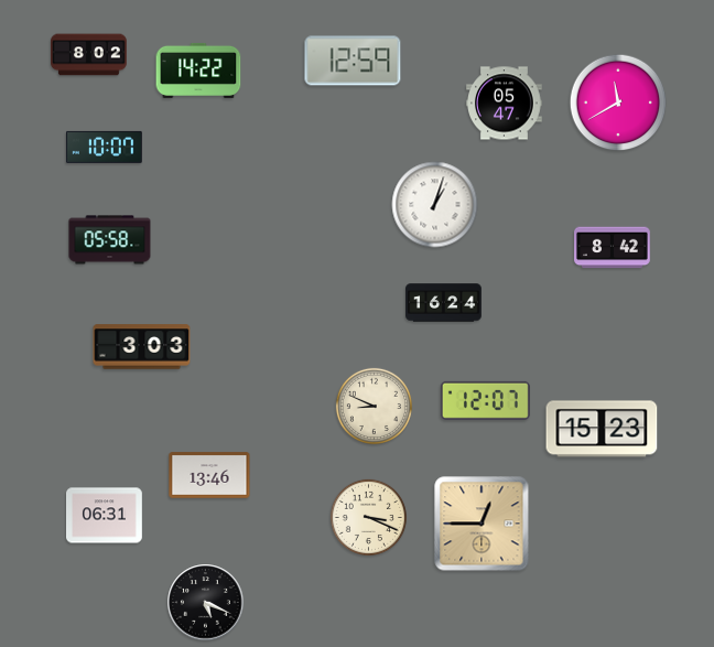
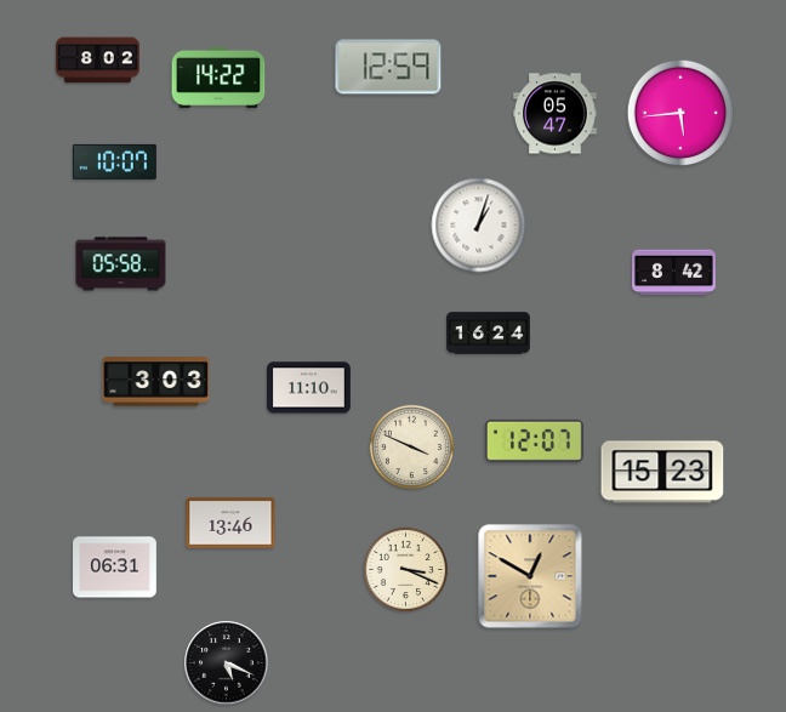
clock at (618, 103): 11:40 -> 5:44
clock at (309, 388): none -> 11:10
clock at (374, 406): 8:49 -> 3:49
clock at (482, 524): 12:45 -> 12:50
